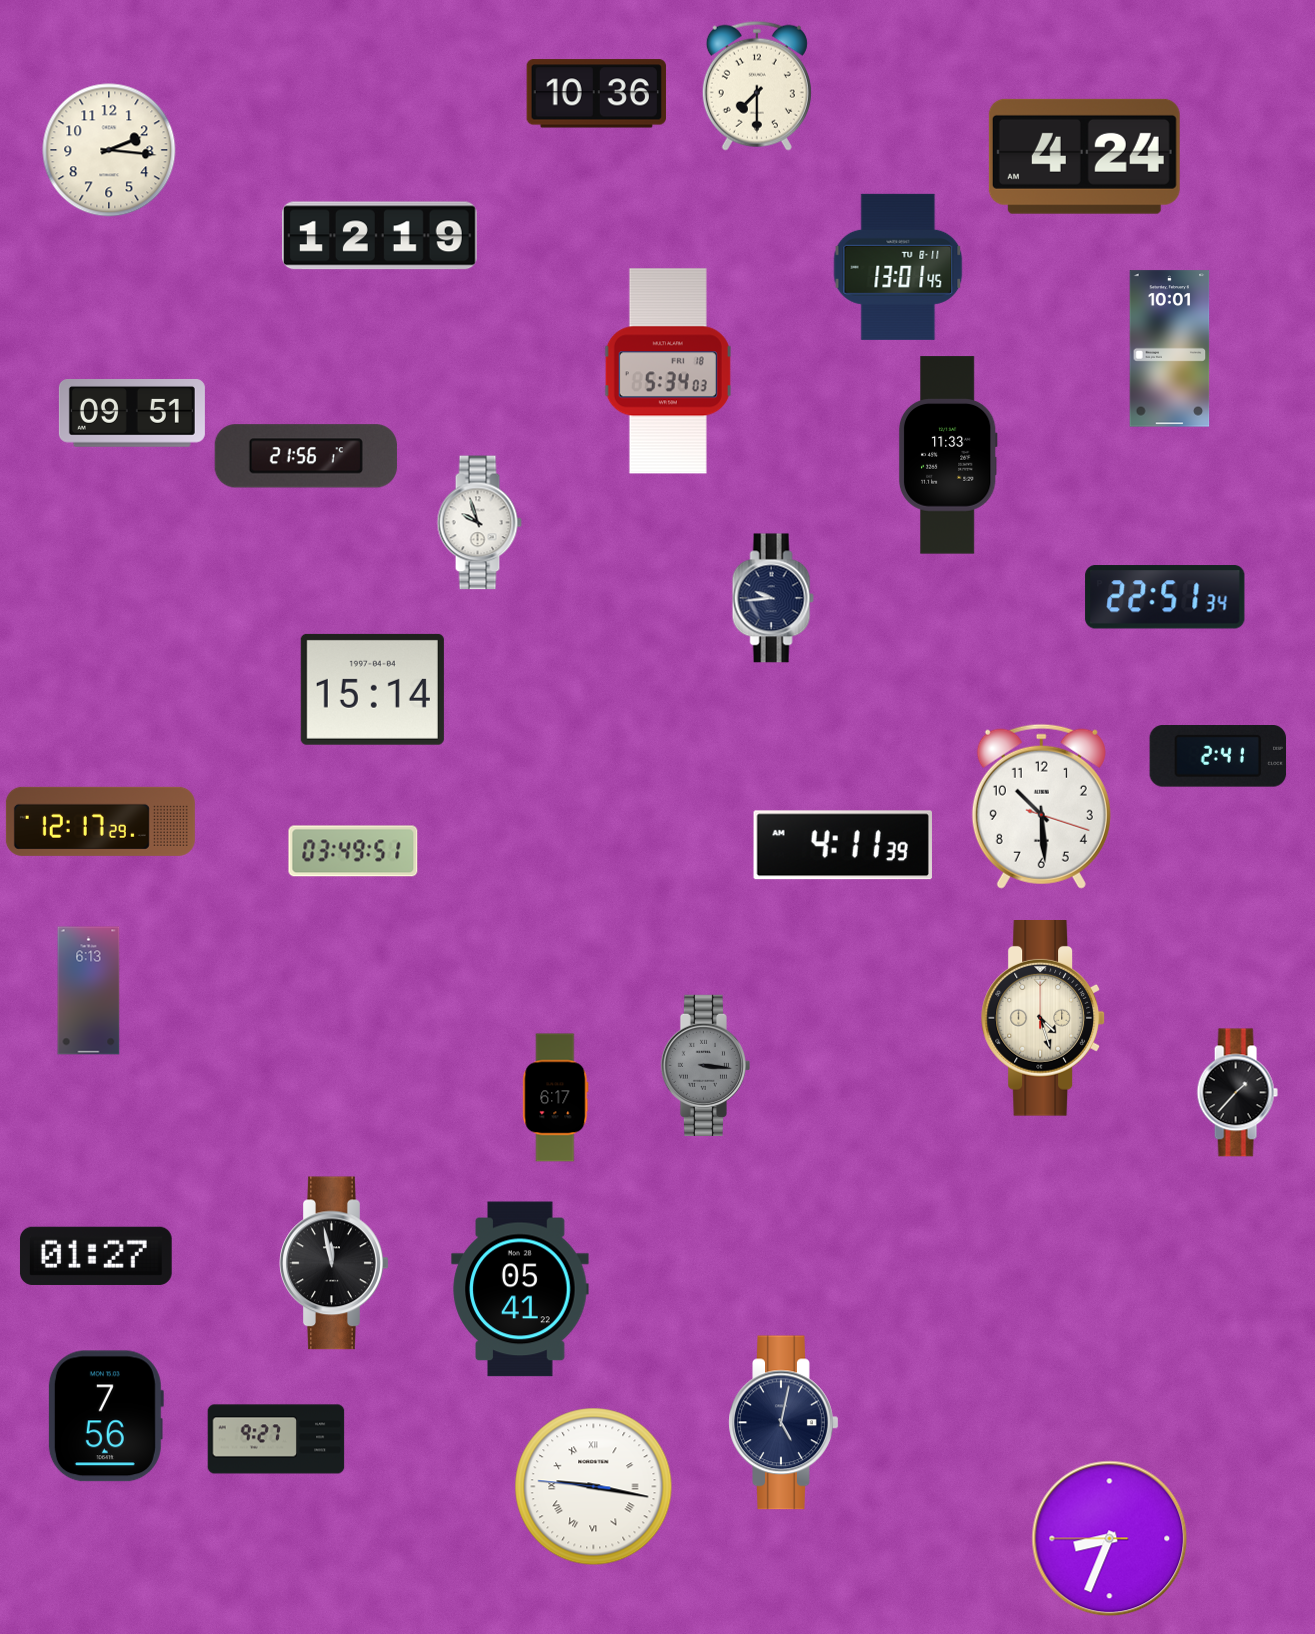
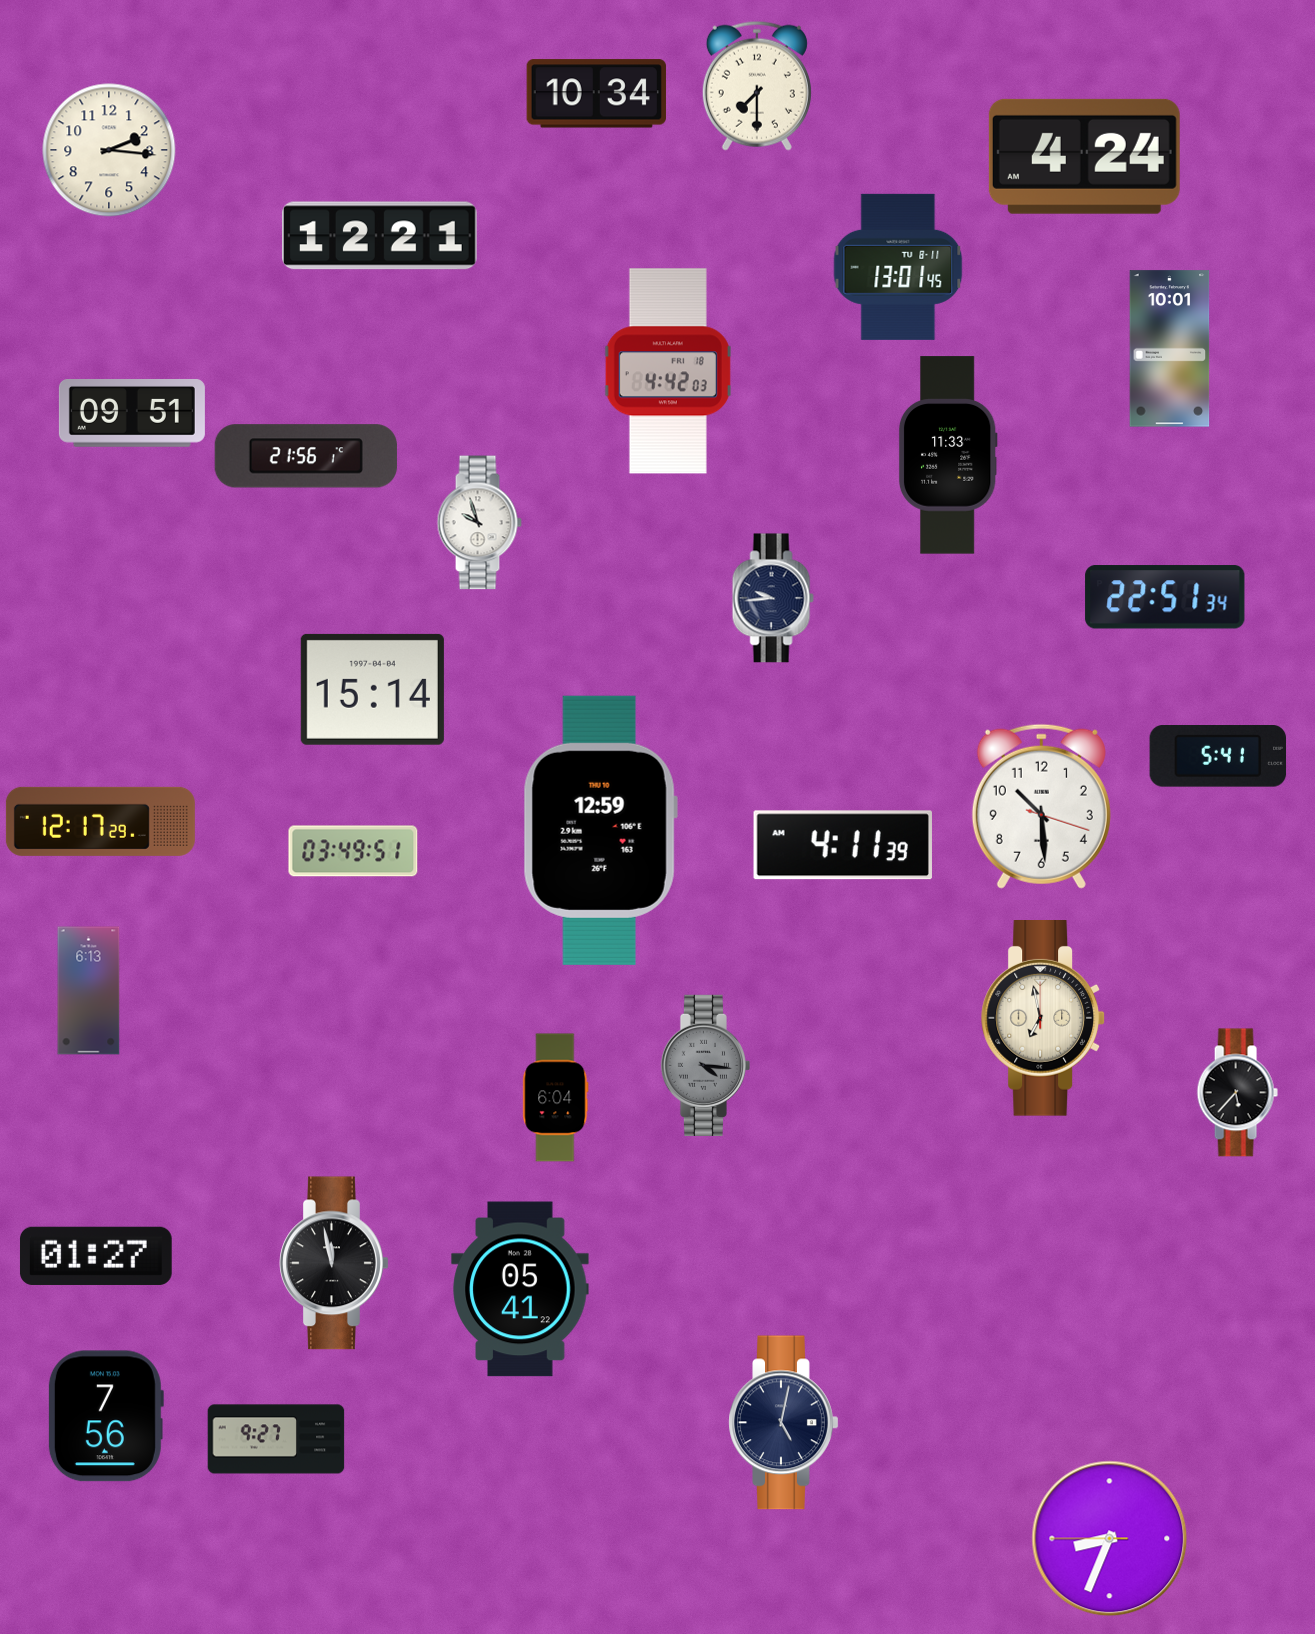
clock at (596, 94): 10:36 -> 10:34
clock at (380, 236): 12:19 -> 12:21
clock at (668, 371): 5:34 -> 4:42
clock at (1218, 757): 2:41 -> 5:41
clock at (600, 830): none -> 12:59
clock at (1043, 1019): 4:27 -> 6:58
clock at (705, 1065): 3:16 -> 4:16
clock at (1237, 1093): 1:37 -> 5:37
clock at (556, 1098): 6:17 -> 6:04
clock at (594, 1487): 9:16 -> none
